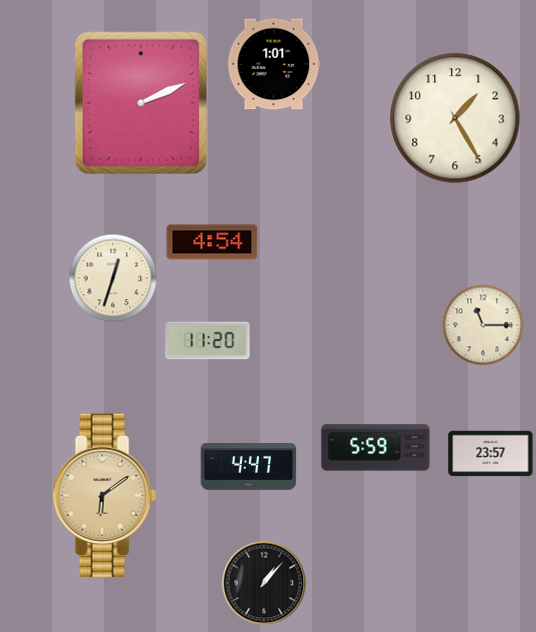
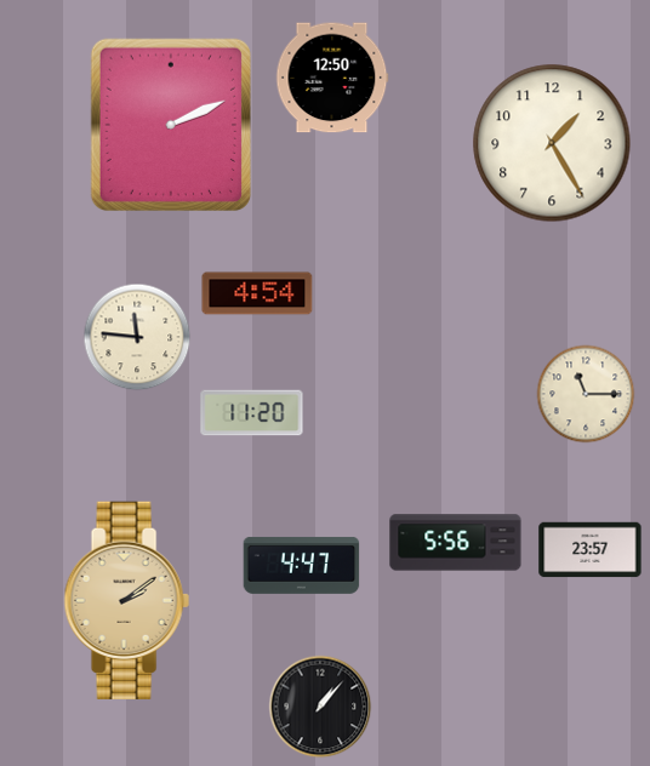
clock at (274, 64): 1:01 -> 12:50
clock at (113, 278): 12:33 -> 11:46
clock at (376, 448): 5:59 -> 5:56
clock at (491, 454) position: (491, 454) -> (591, 550)
clock at (104, 495): 6:09 -> 2:09
